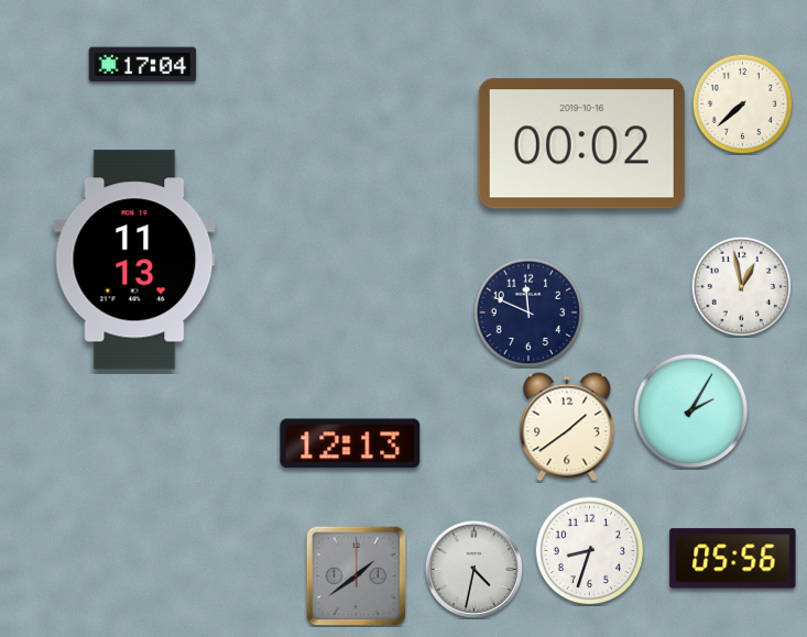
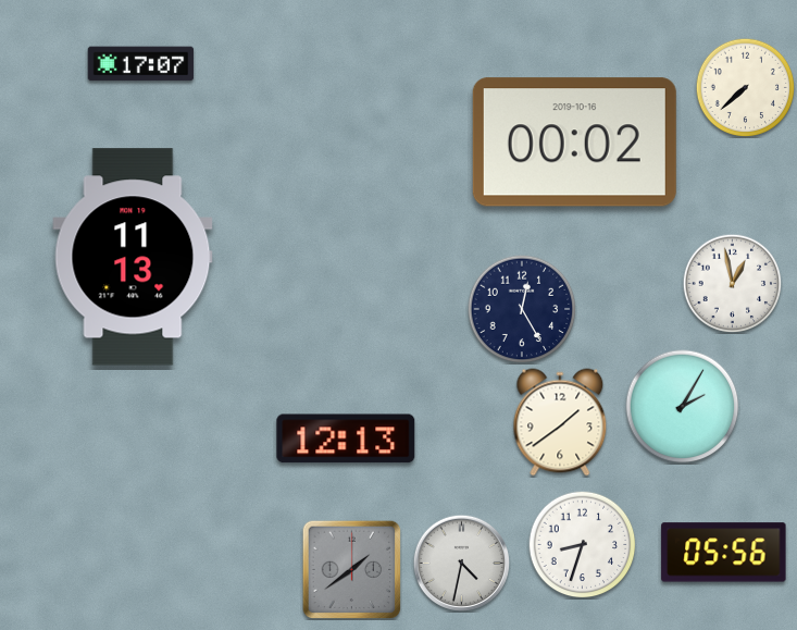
clock at (143, 65): 17:04 -> 17:07
clock at (742, 103) position: (742, 103) -> (745, 87)
clock at (528, 312): 11:49 -> 12:25
clock at (473, 569) position: (473, 569) -> (461, 563)
